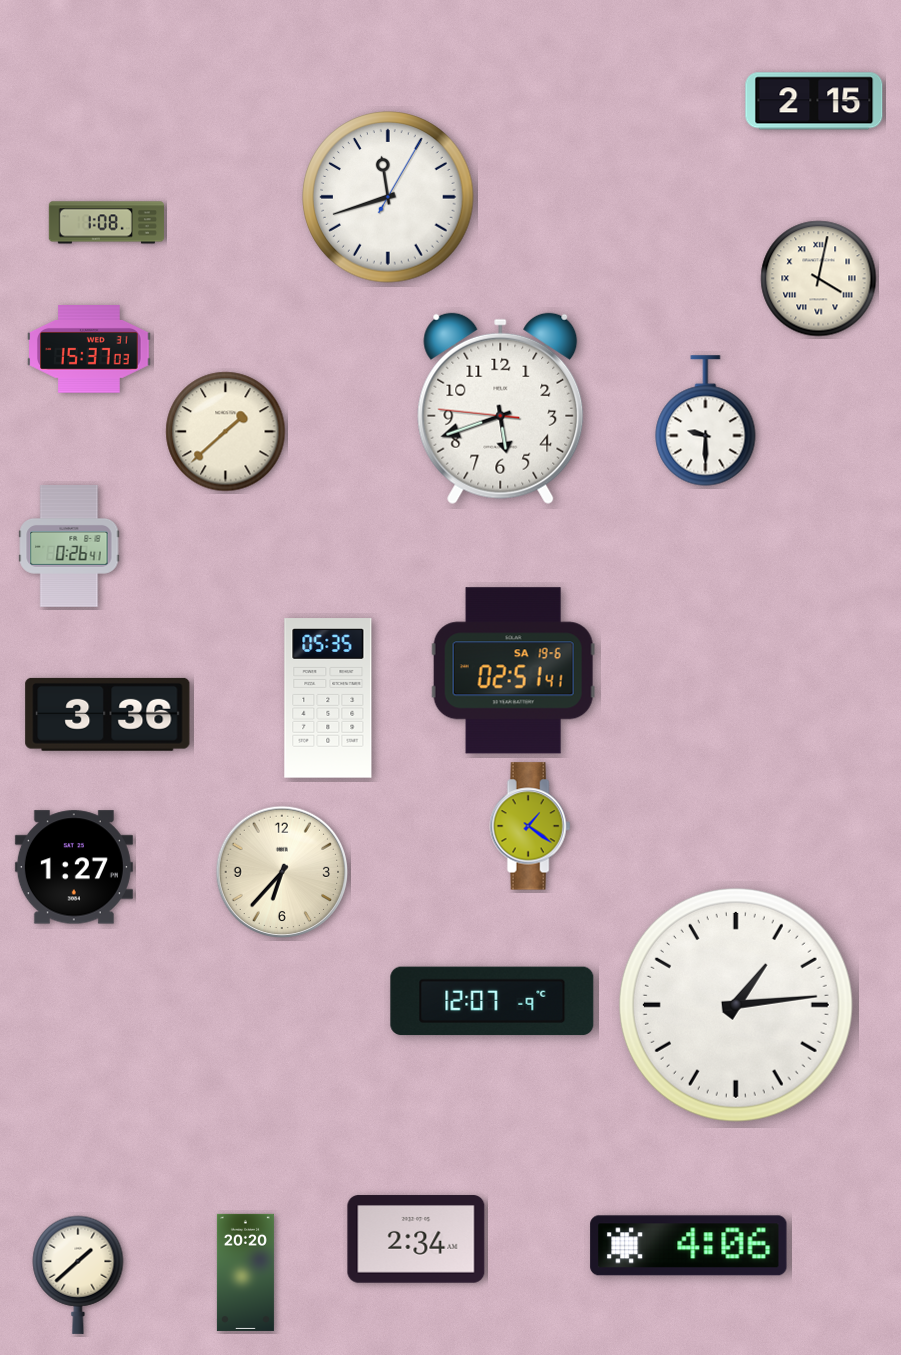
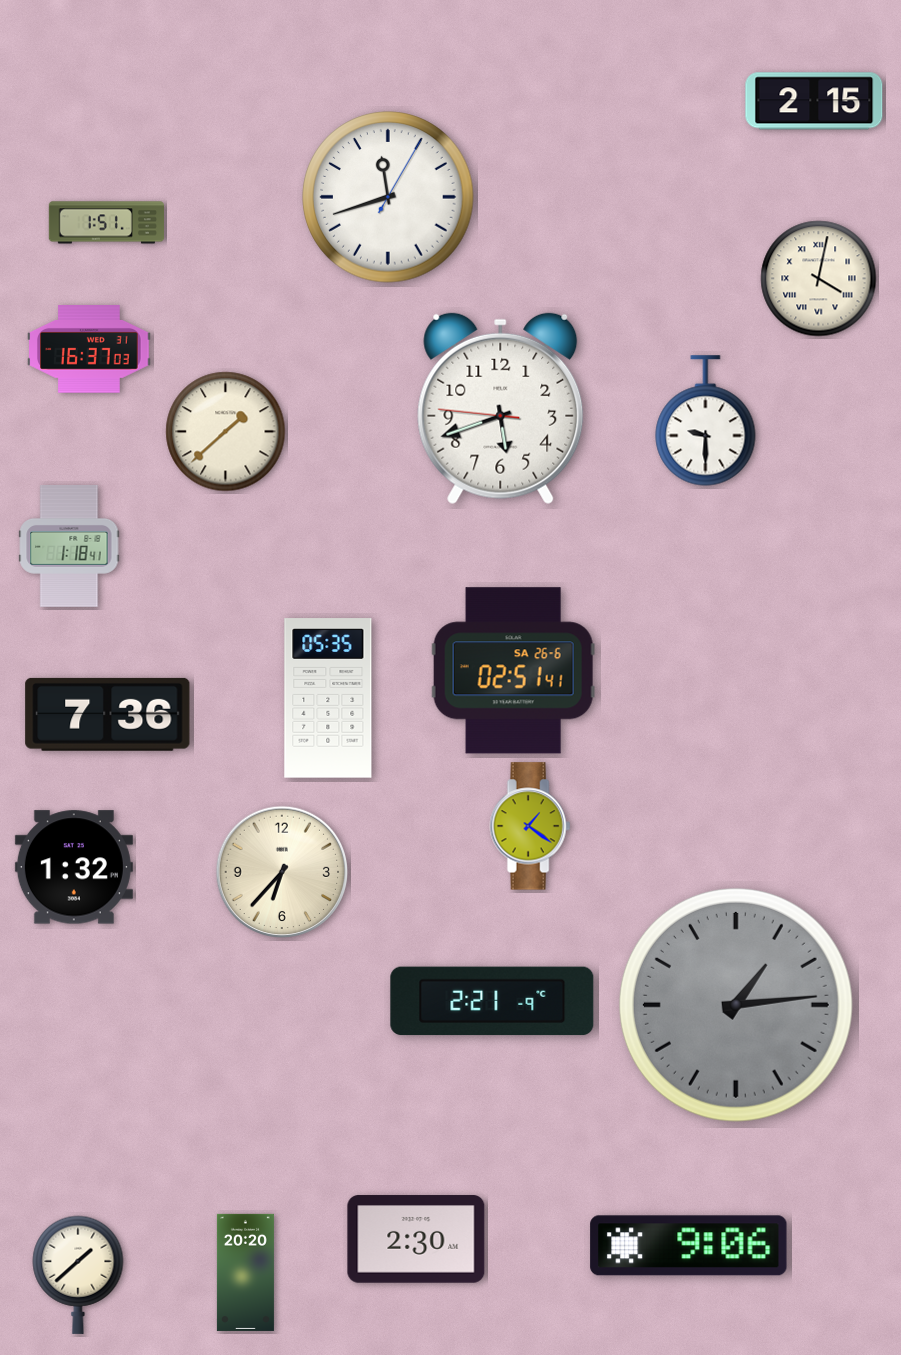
clock at (106, 223): 1:08 -> 1:51
clock at (89, 350): 15:37 -> 16:37
clock at (69, 547): 0:26 -> 1:18
clock at (513, 671) date: SA 19-6 -> SA 26-6
clock at (108, 714): 3:36 -> 7:36
clock at (74, 867): 1:27 -> 1:32
clock at (492, 1001): 12:07 -> 2:21
clock at (736, 1005) dial: white -> grey
clock at (416, 1239): 2:34 -> 2:30
clock at (689, 1246): 4:06 -> 9:06
